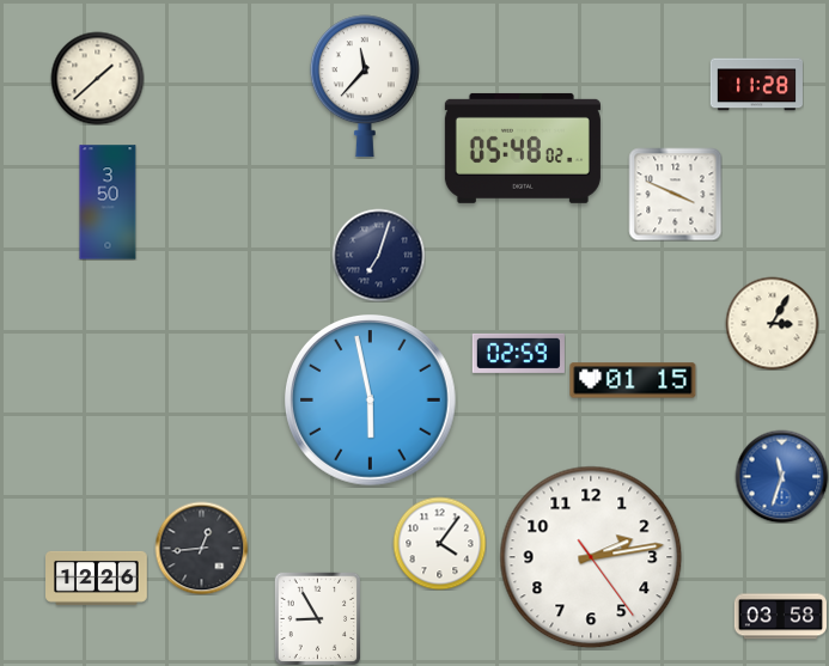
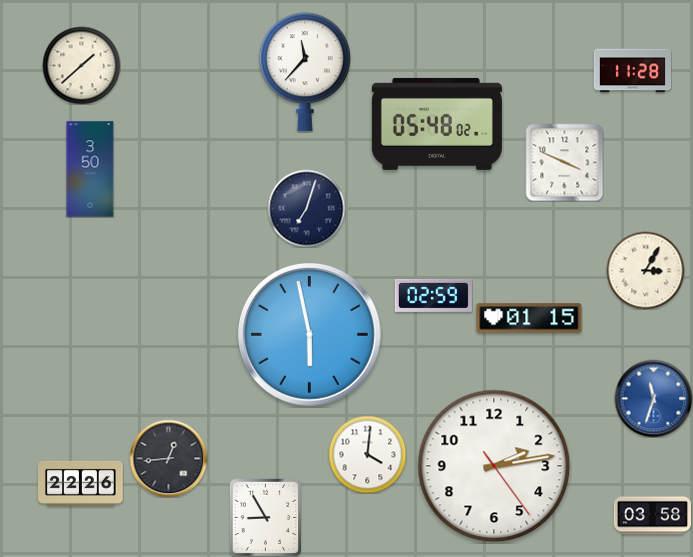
clock at (378, 255) position: (378, 255) -> (306, 208)
clock at (439, 543): 4:06 -> 4:01
clock at (97, 578): 12:26 -> 22:26
